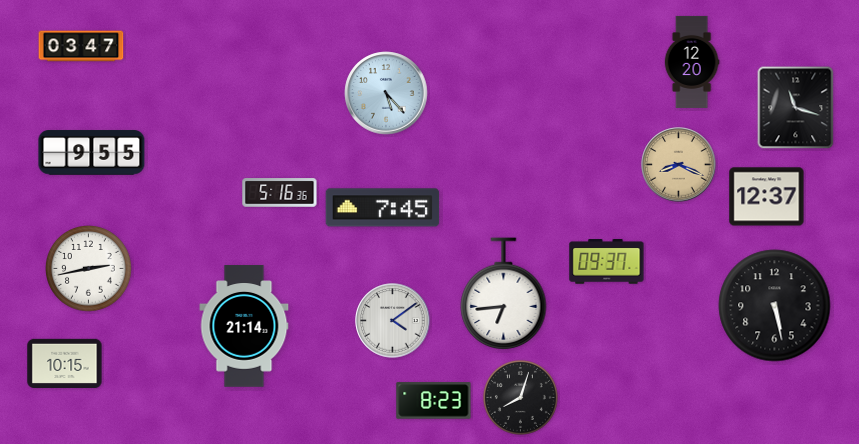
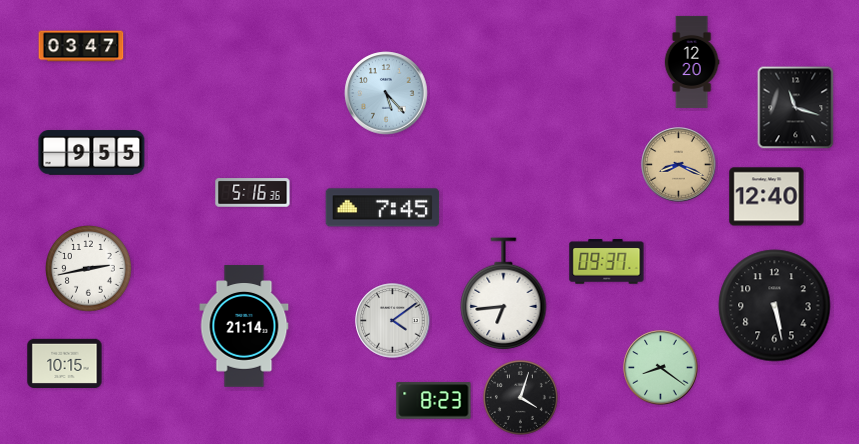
clock at (280, 193) position: (280, 193) -> (253, 193)
clock at (767, 197): 12:37 -> 12:40
clock at (661, 368): none -> 8:21
clock at (520, 397): 8:03 -> 4:03
